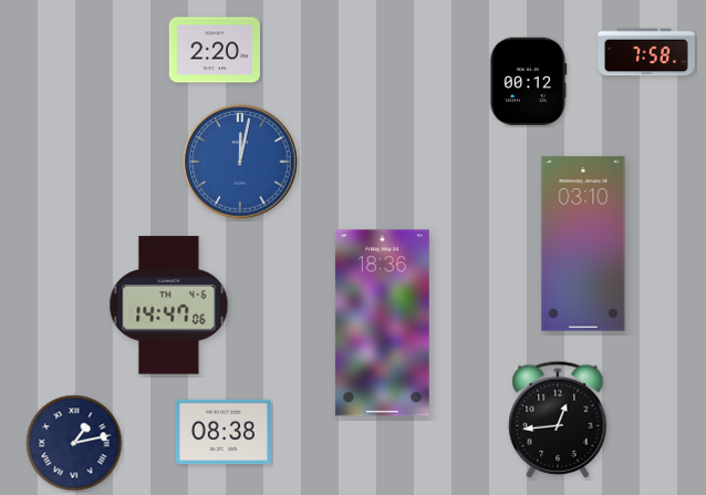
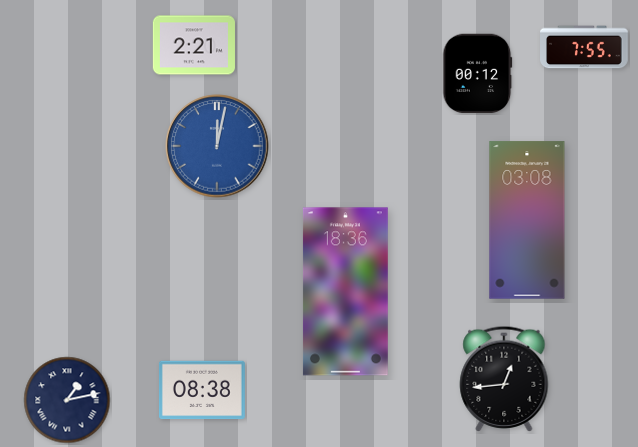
clock at (215, 50): 2:20 -> 2:21
clock at (646, 52): 7:58 -> 7:55
clock at (583, 244): 03:10 -> 03:08
clock at (169, 306): 14:47 -> none
